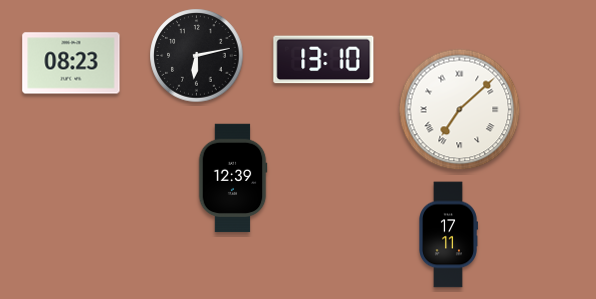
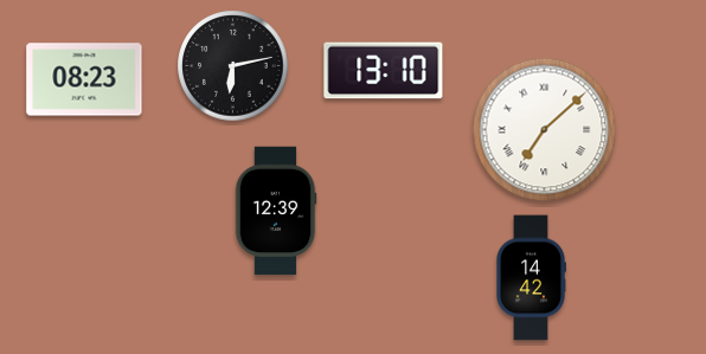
clock at (71, 63) position: (71, 63) -> (84, 79)
clock at (449, 235): 17:11 -> 14:42
